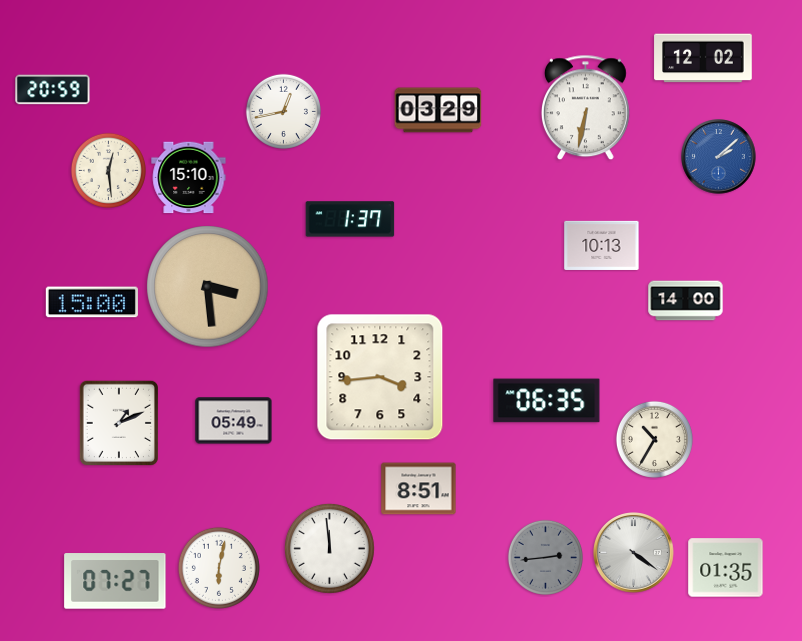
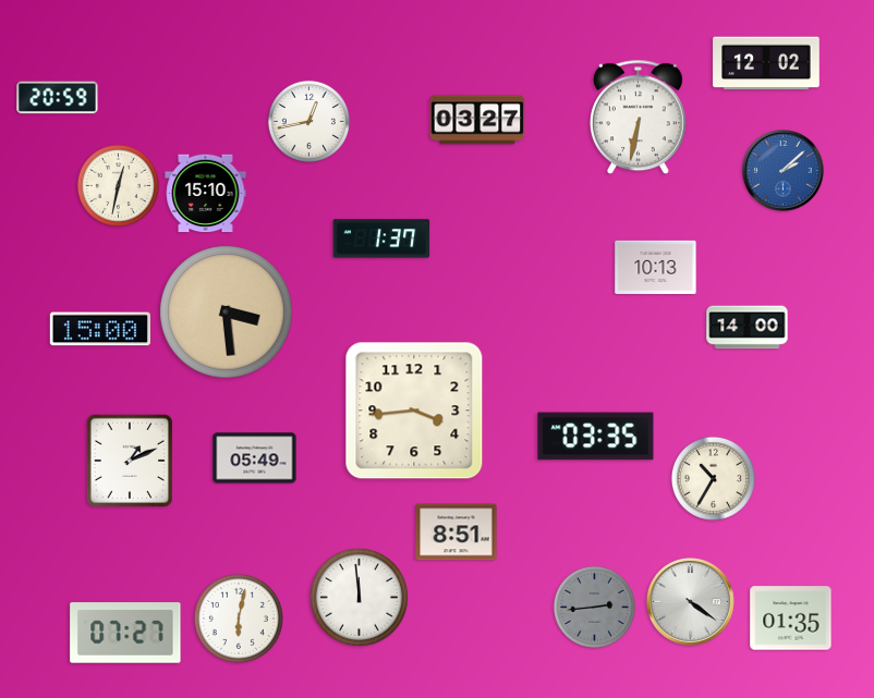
clock at (438, 110): 03:29 -> 03:27
clock at (108, 170): 12:29 -> 12:32
clock at (547, 401): 06:35 -> 03:35
